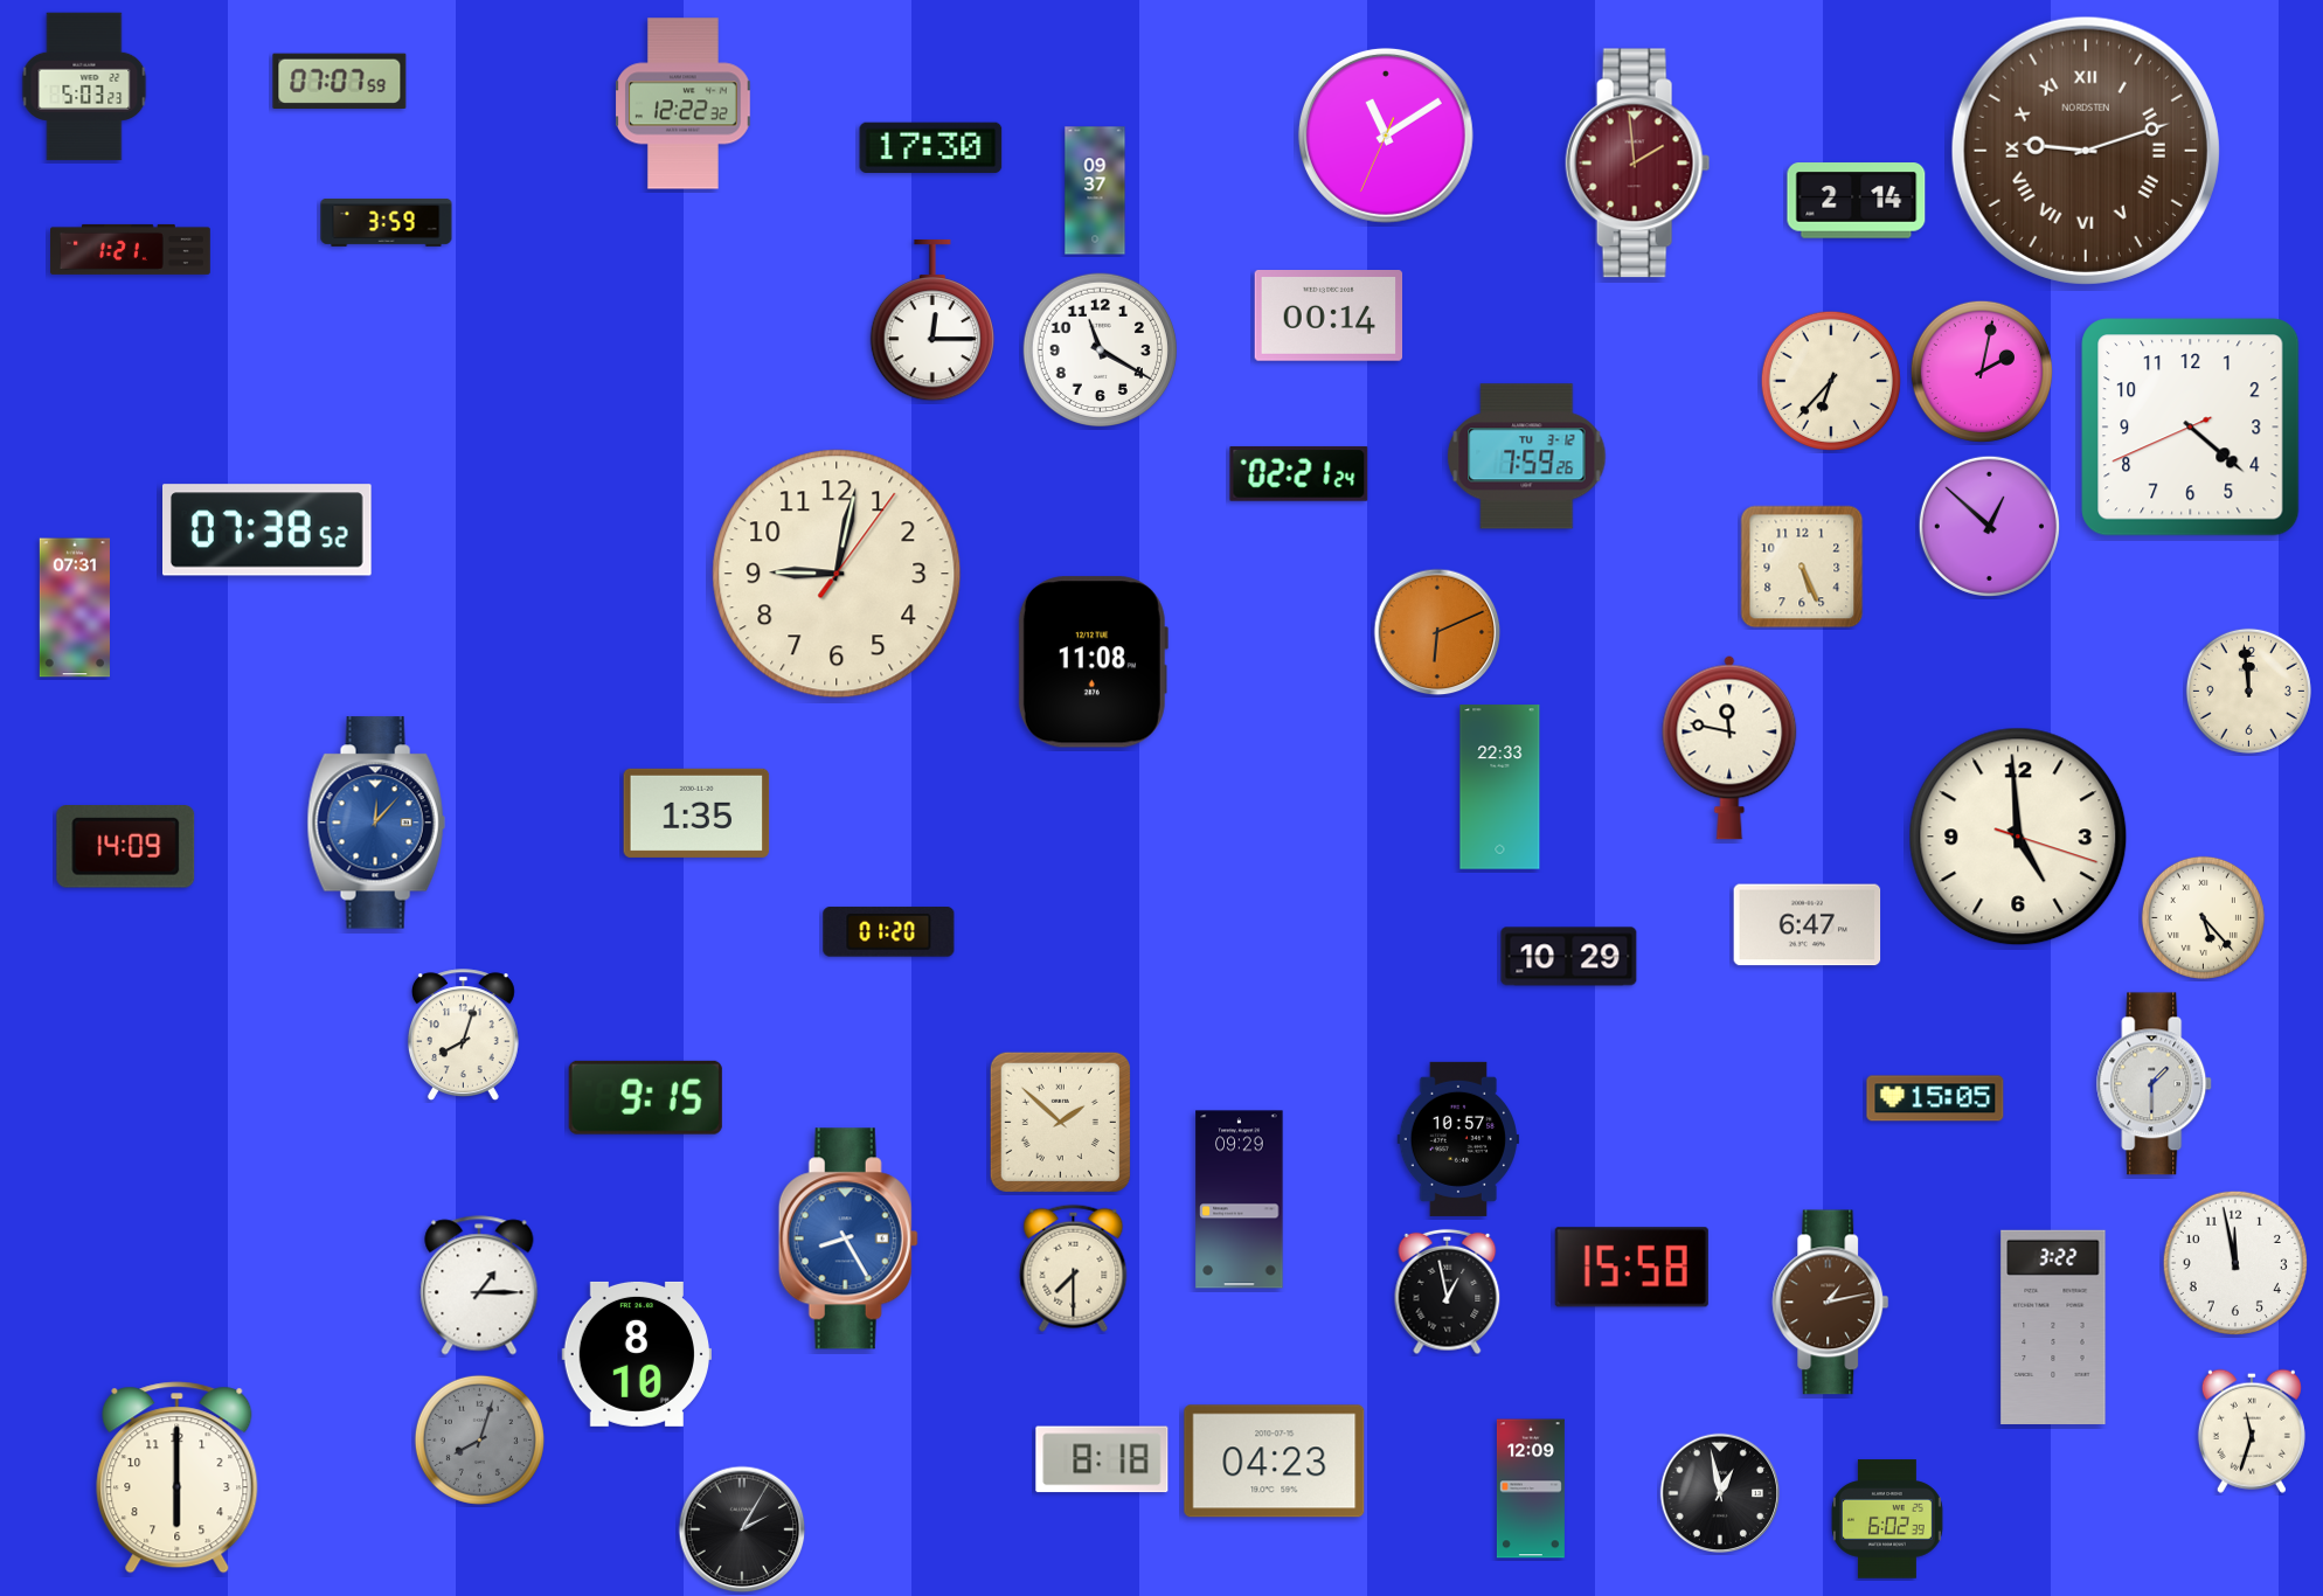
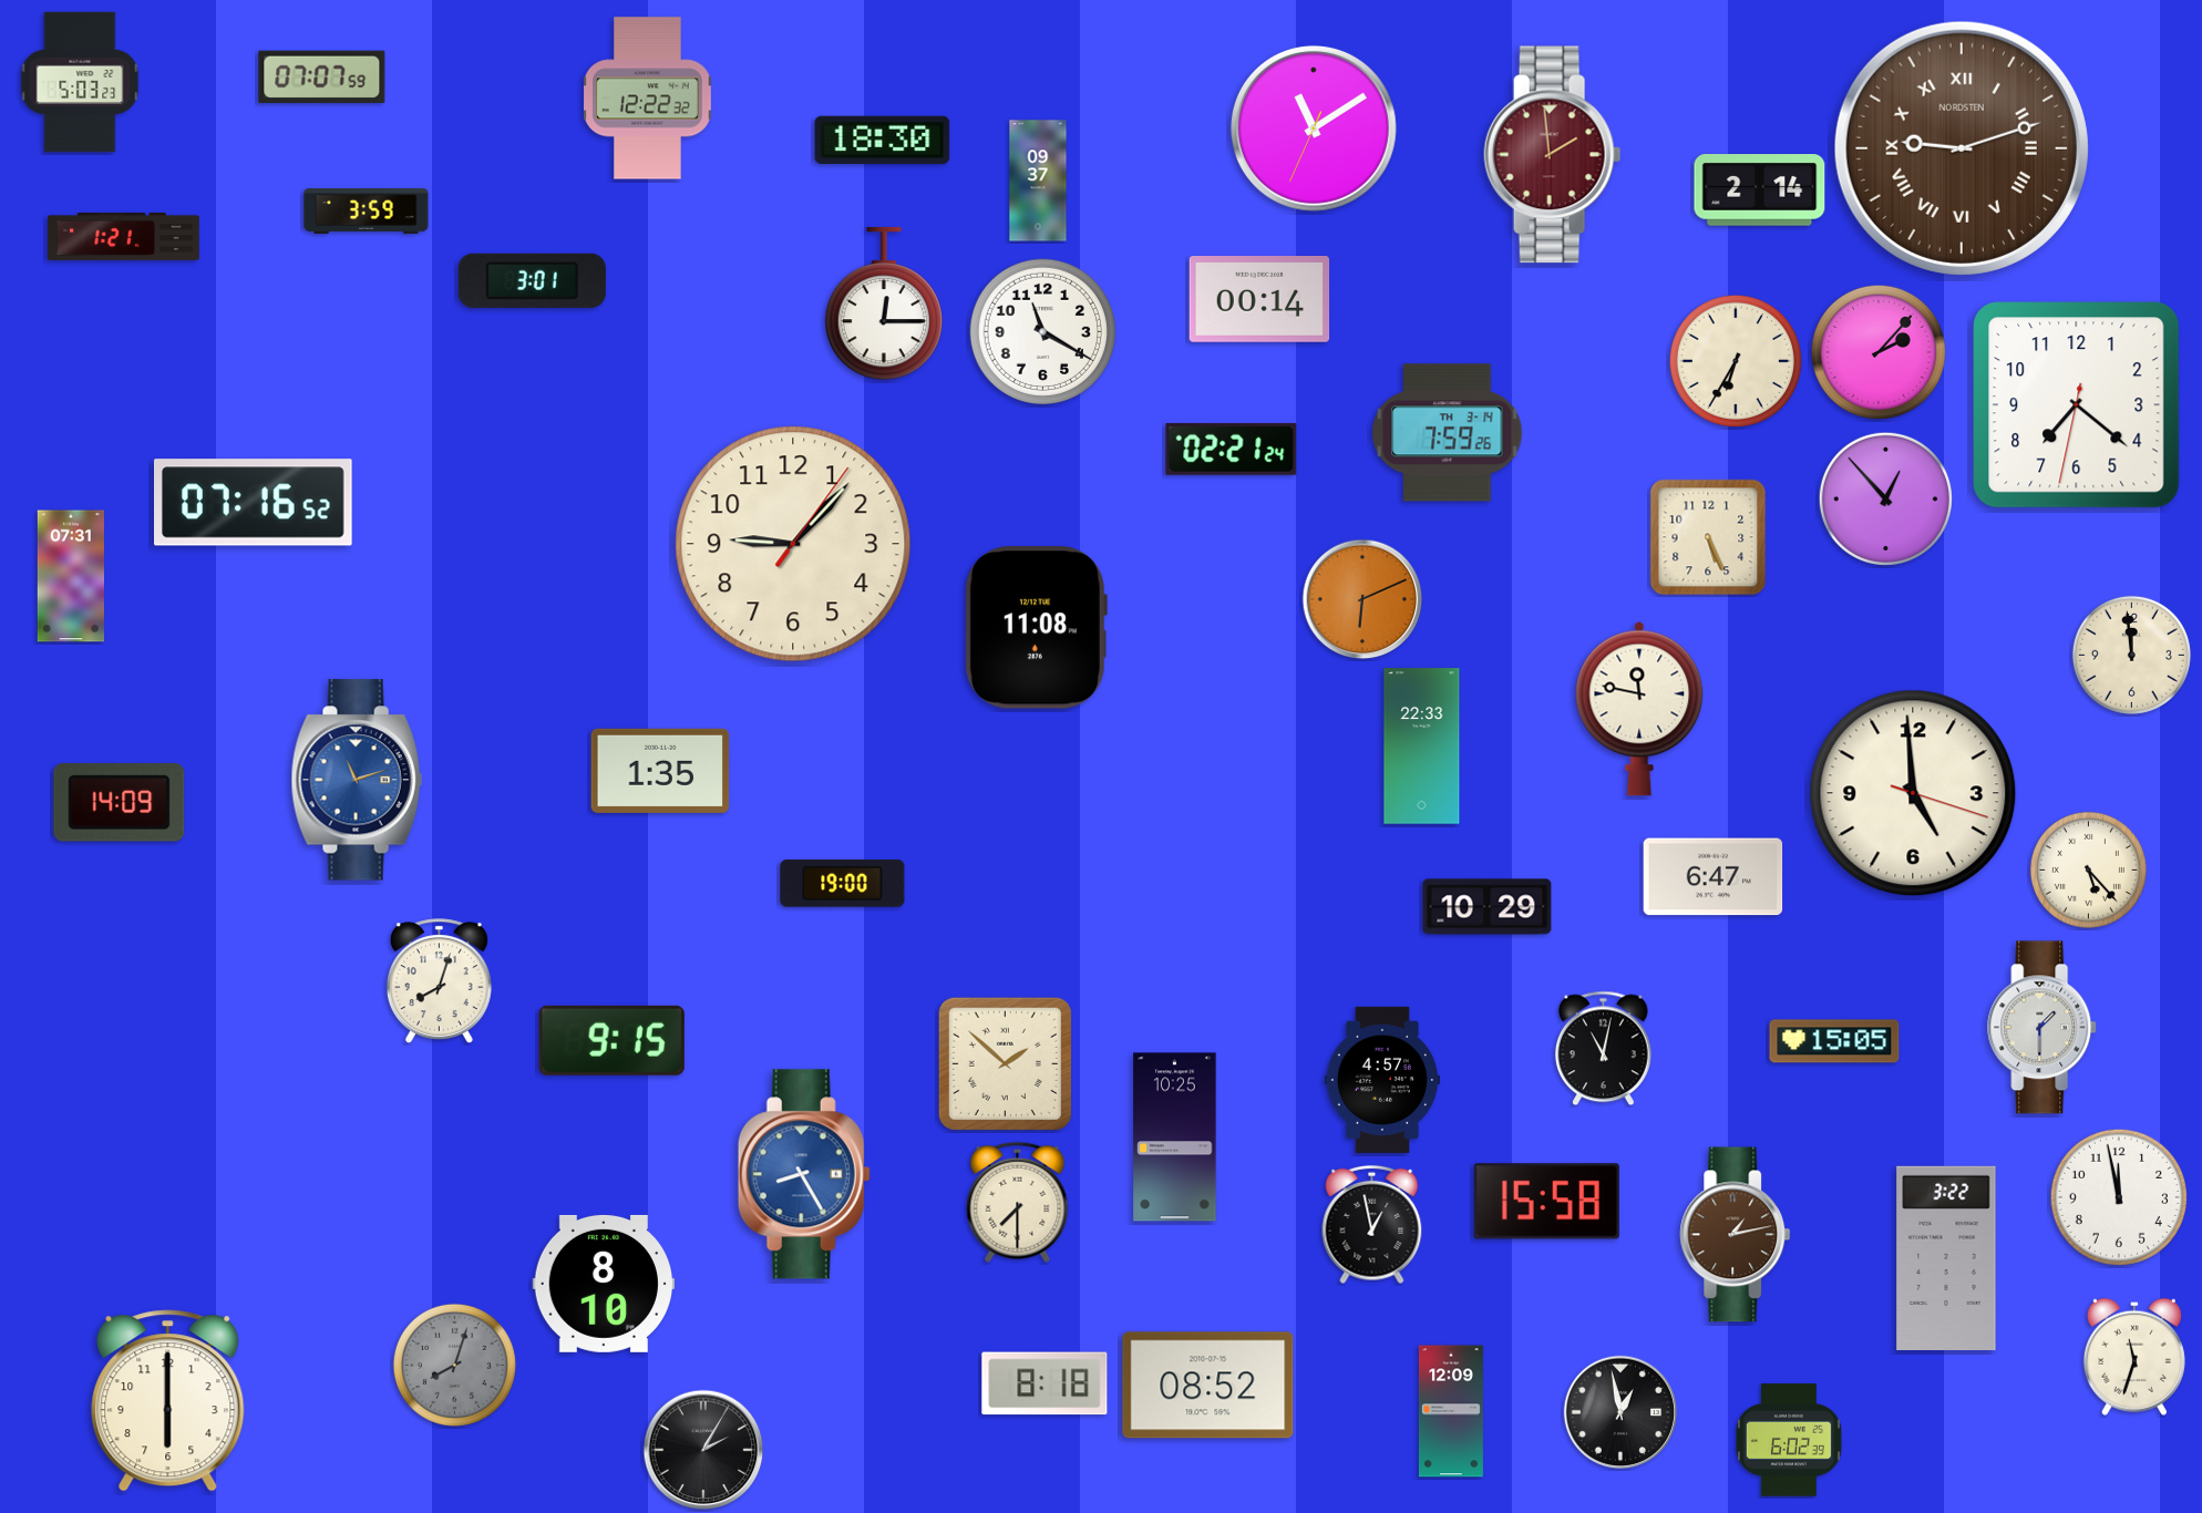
clock at (931, 147): 17:30 -> 18:30
clock at (2086, 151) position: (2086, 151) -> (1962, 148)
clock at (532, 280): none -> 3:01
clock at (1982, 372): 2:02 -> 2:07
clock at (1831, 381): 6:37 -> 6:35
clock at (2191, 428): 4:21 -> 7:21
clock at (1527, 457) date: TU 3-12 -> TH 3-14
clock at (1989, 526): 12:52 -> 12:53
clock at (268, 530): 07:38 -> 07:16
clock at (837, 574): 9:02 -> 9:07
clock at (376, 823): 12:07 -> 11:12
clock at (889, 932): 01:20 -> 19:00
clock at (1603, 1049): none -> 11:02
clock at (1457, 1139): 10:57 -> 4:57
clock at (1240, 1200): 09:29 -> 10:25
clock at (479, 1285): 1:15 -> none
clock at (1275, 1462): 04:23 -> 08:52
clock at (1720, 1493) position: (1720, 1493) -> (1620, 1412)
